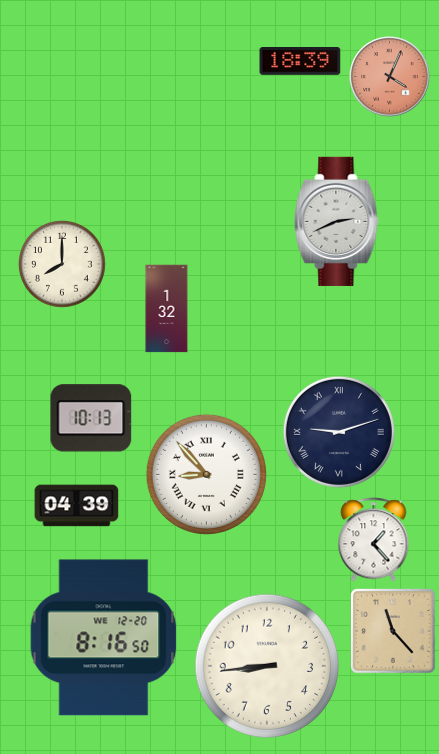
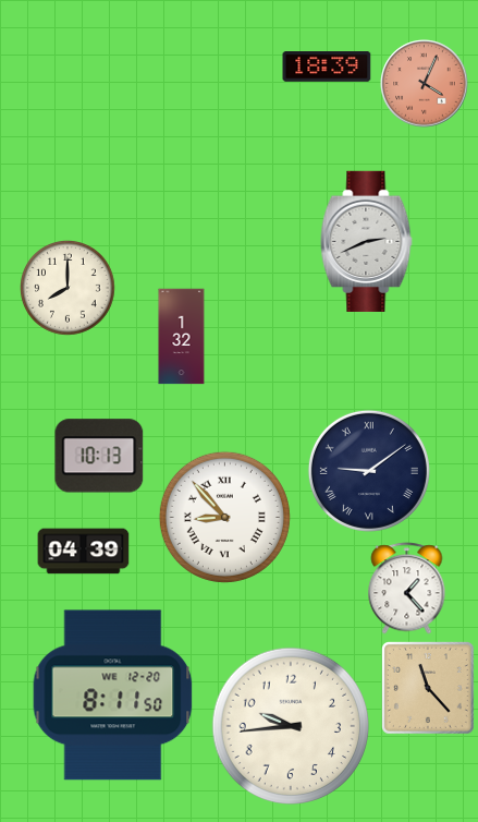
clock at (339, 432): 9:12 -> 9:09
clock at (104, 638): 8:16 -> 8:11
clock at (267, 666): 8:44 -> 9:44
